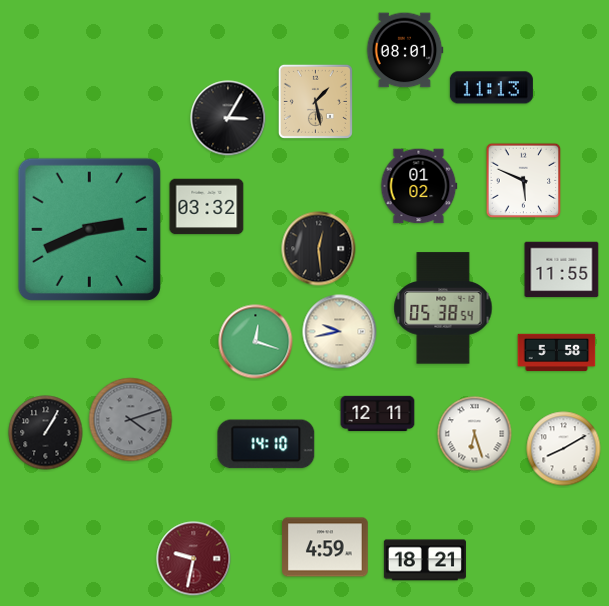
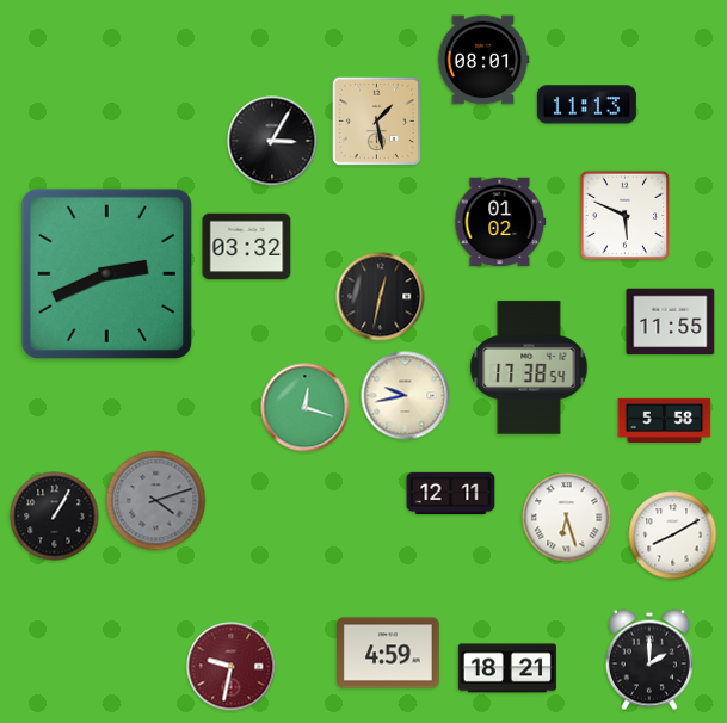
clock at (319, 249): 12:29 -> 12:32
clock at (443, 308): 05:38 -> 17:38
clock at (266, 444): 14:10 -> none
clock at (649, 660): none -> 2:00
